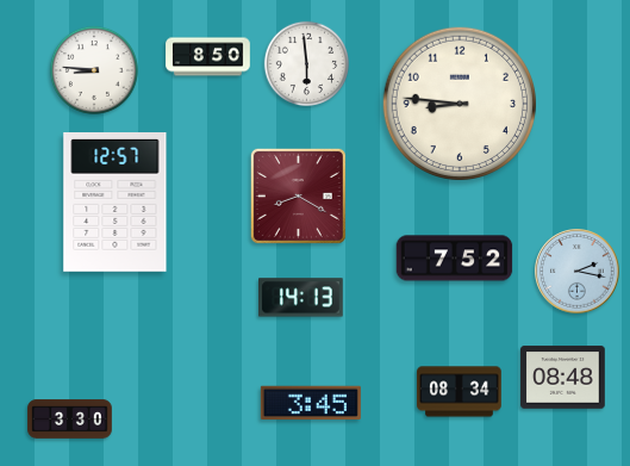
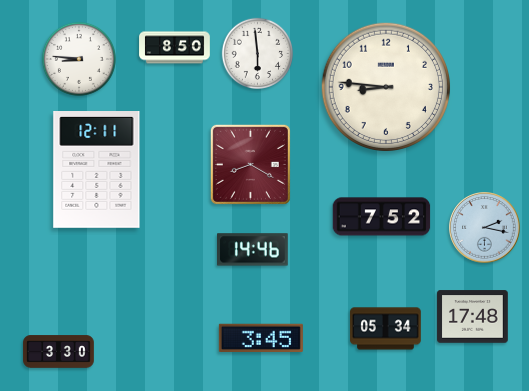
clock at (116, 203): 12:57 -> 12:11
clock at (301, 298): 14:13 -> 14:46
clock at (563, 378): 08:48 -> 17:48
clock at (460, 392): 08:34 -> 05:34
